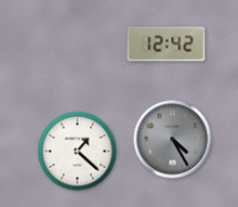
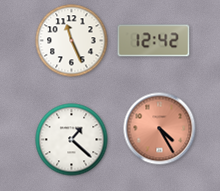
clock at (72, 41): none -> 11:26
clock at (173, 140) dial: grey -> salmon
